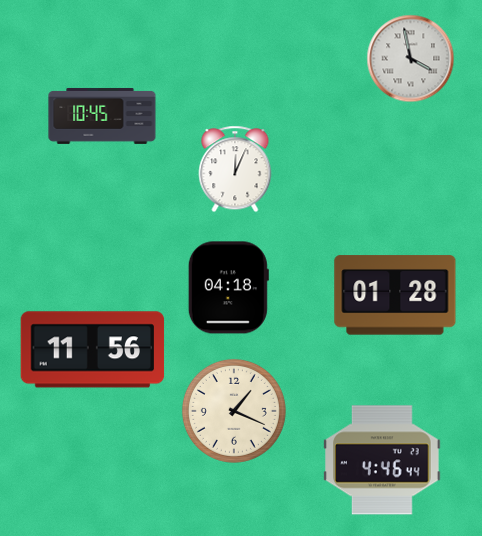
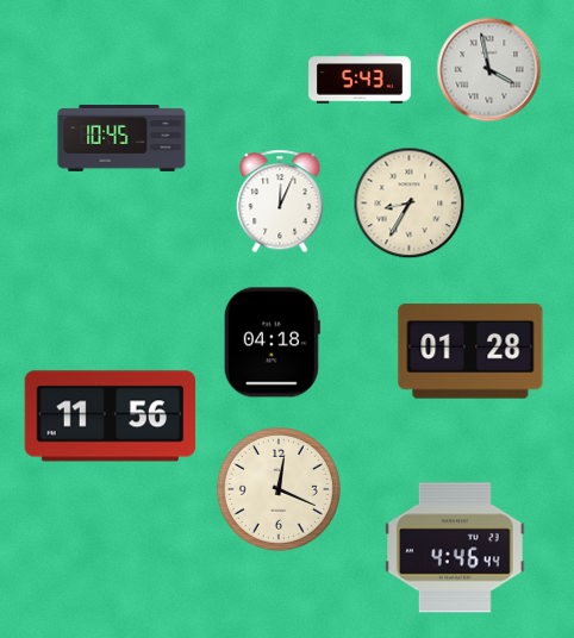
clock at (361, 79): none -> 5:43
clock at (410, 204): none -> 8:35
clock at (234, 411): 1:19 -> 12:19
